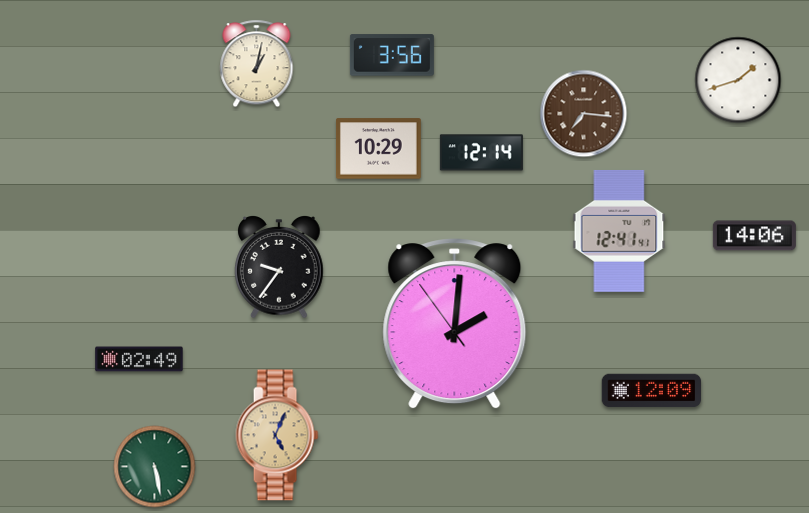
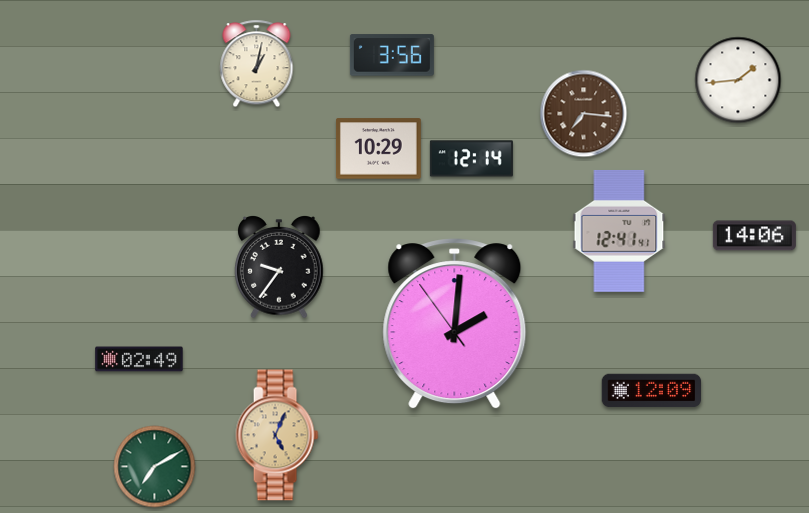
clock at (738, 80): 1:42 -> 1:44
clock at (481, 153) position: (481, 153) -> (471, 159)
clock at (155, 467): 5:28 -> 7:10
